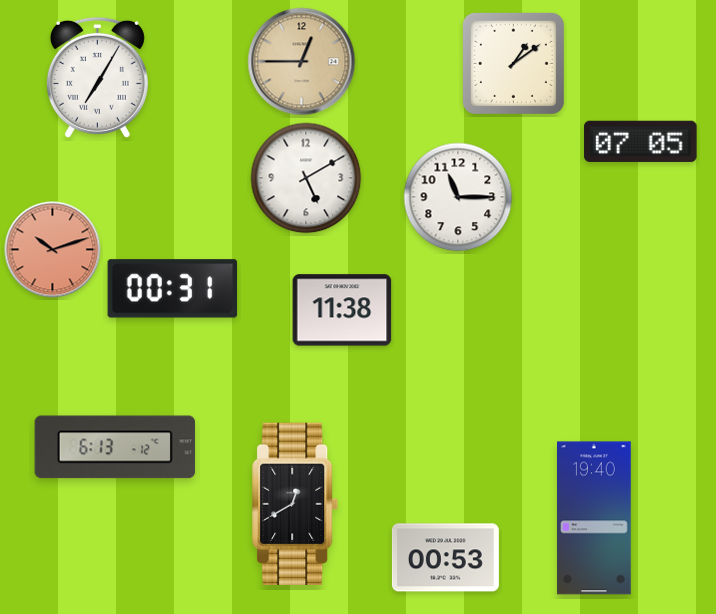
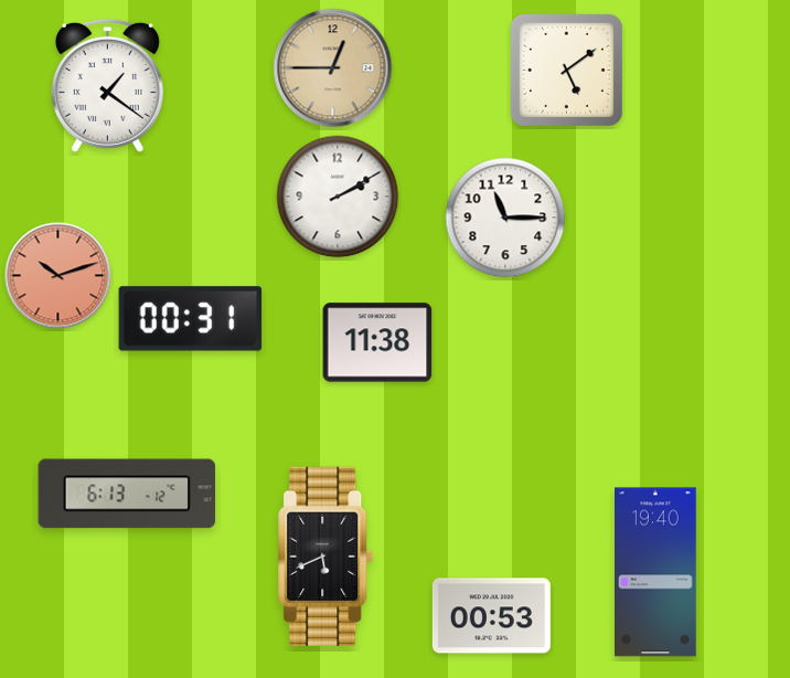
clock at (513, 63): 1:09 -> 5:09
clock at (97, 77): 7:05 -> 1:21
clock at (641, 141): 07:05 -> none
clock at (306, 178): 5:10 -> 2:10
clock at (296, 503): 12:40 -> 5:41
